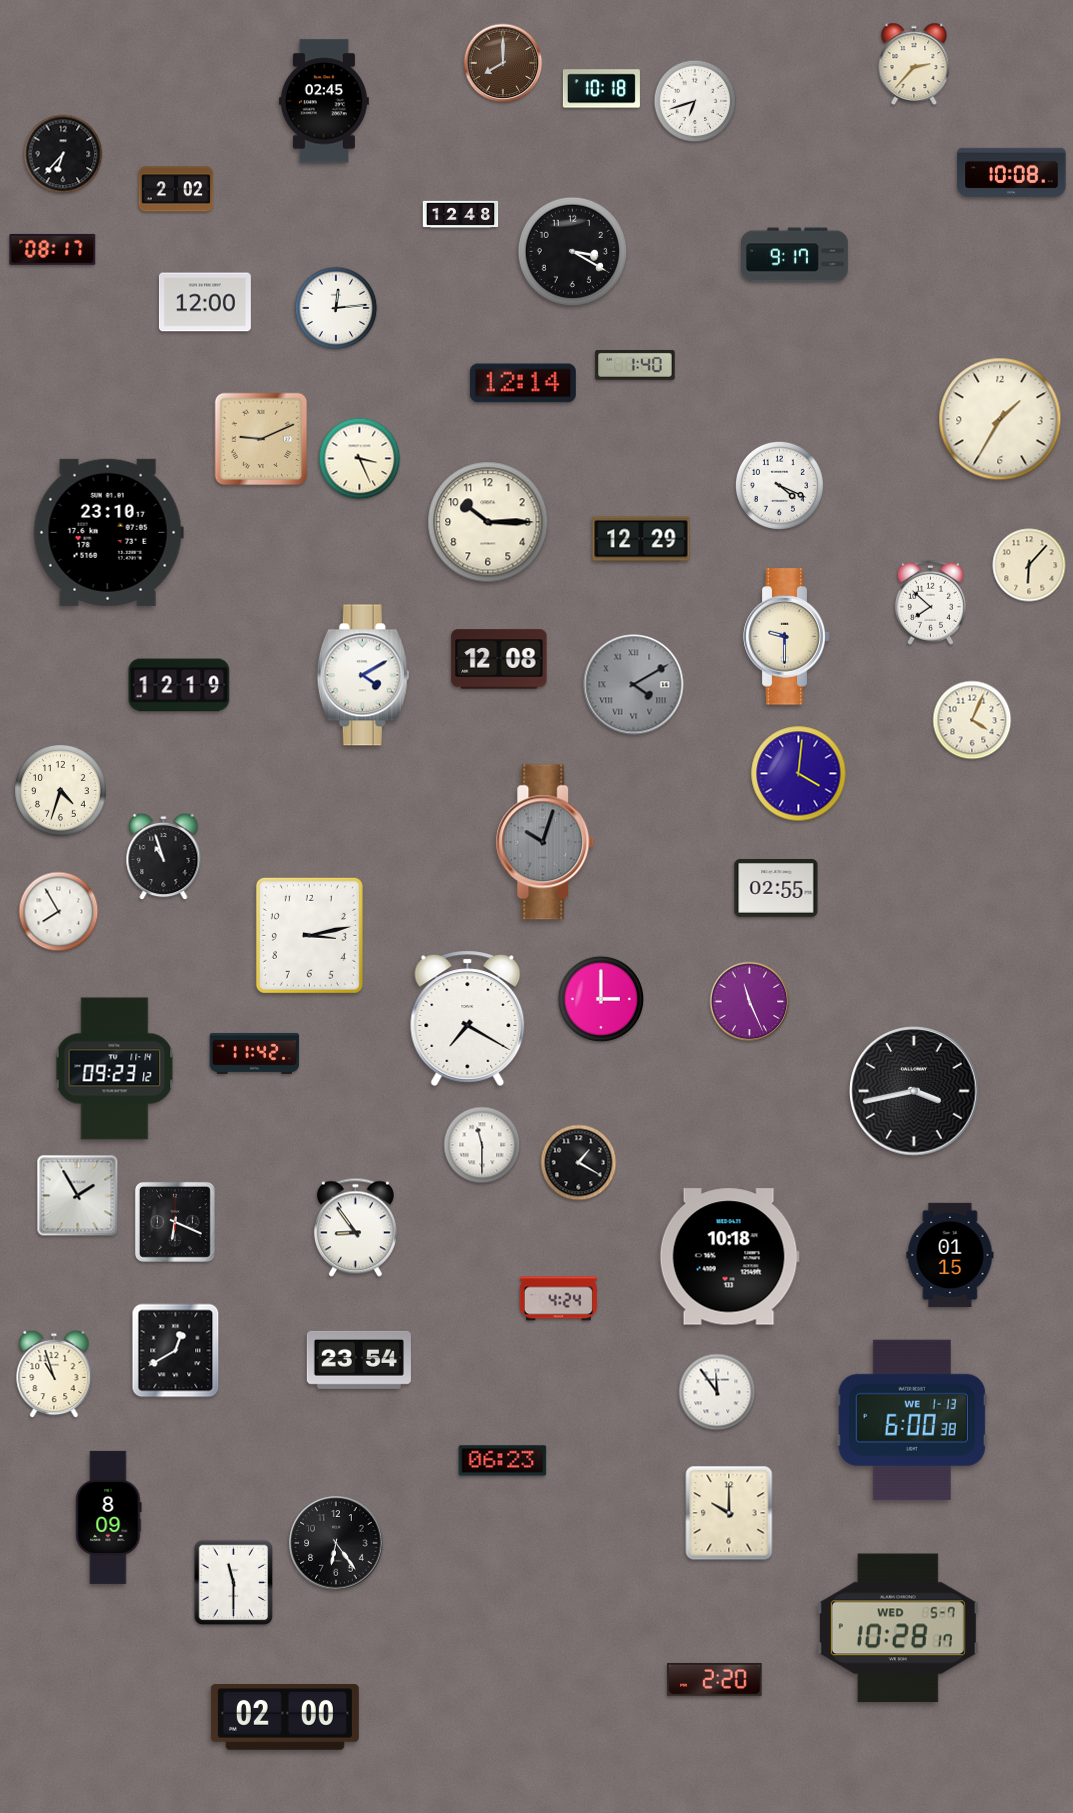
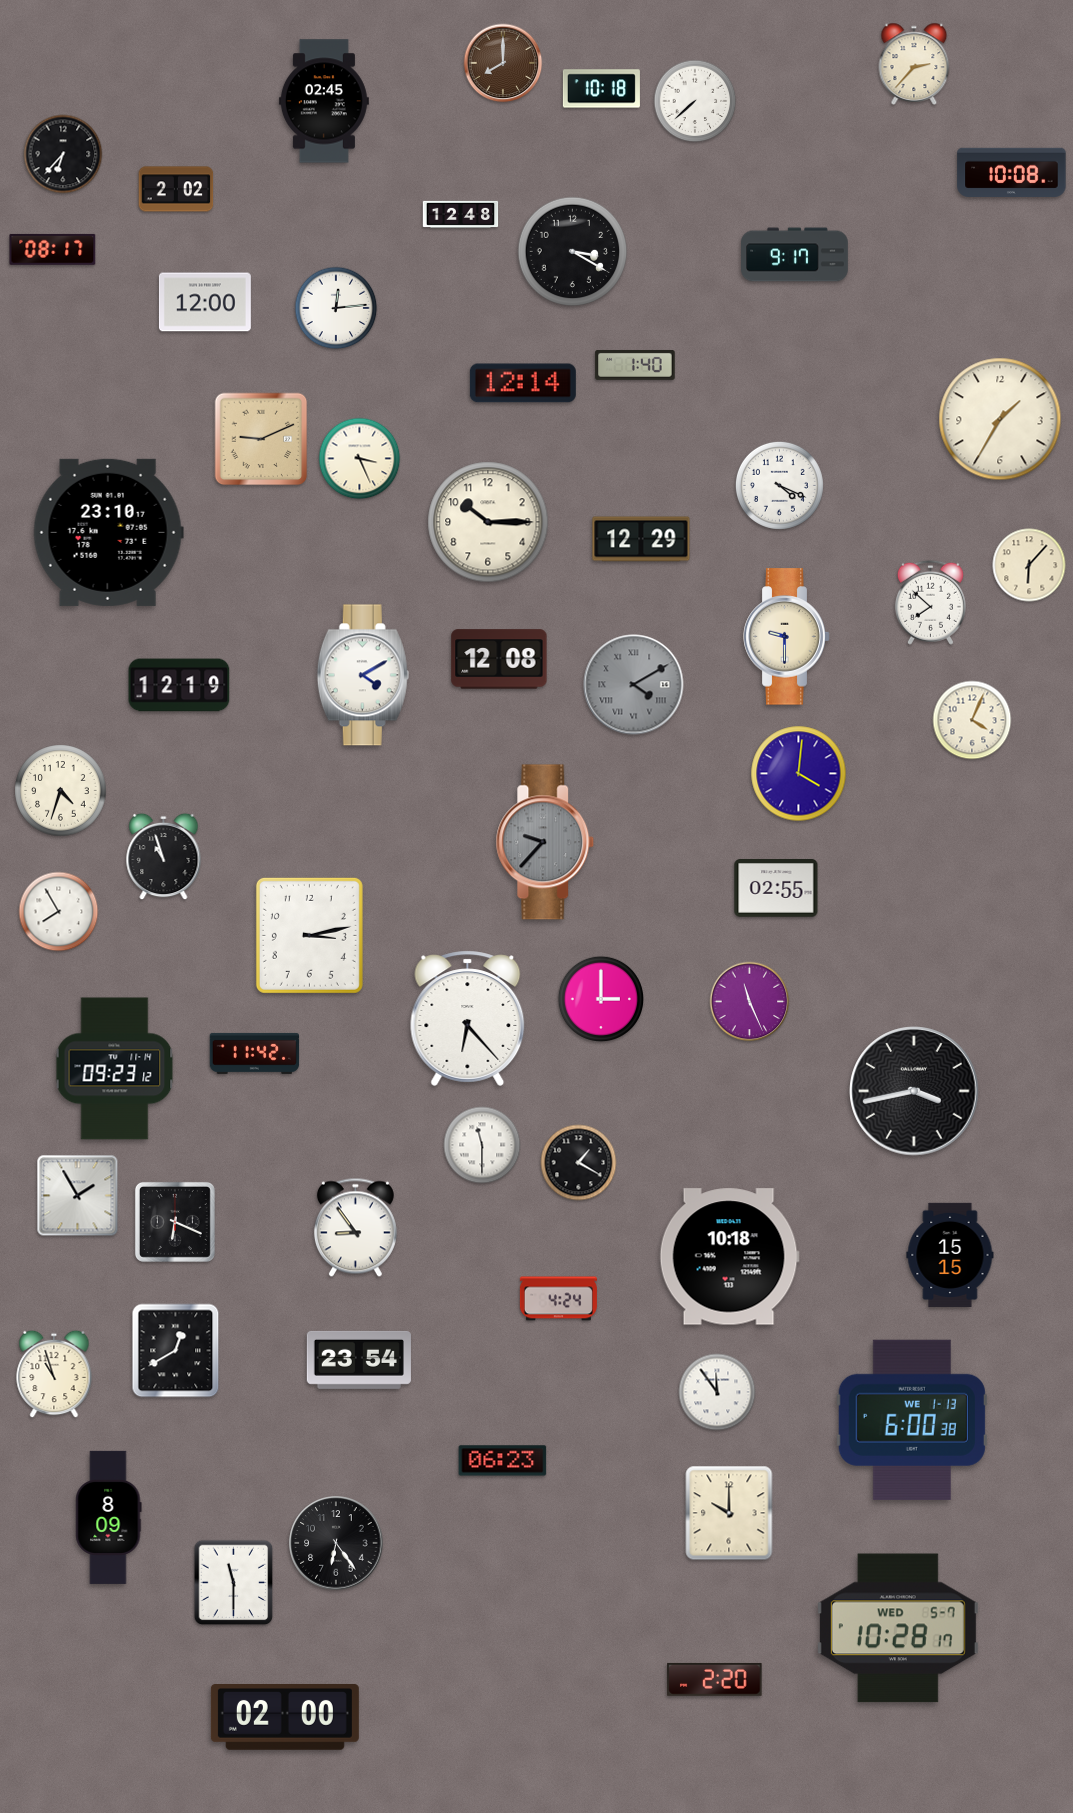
clock at (695, 101): 6:42 -> 7:38
clock at (545, 842): 10:03 -> 9:37
clock at (468, 1018): 7:20 -> 6:23
clock at (950, 1255): 01:15 -> 15:15
